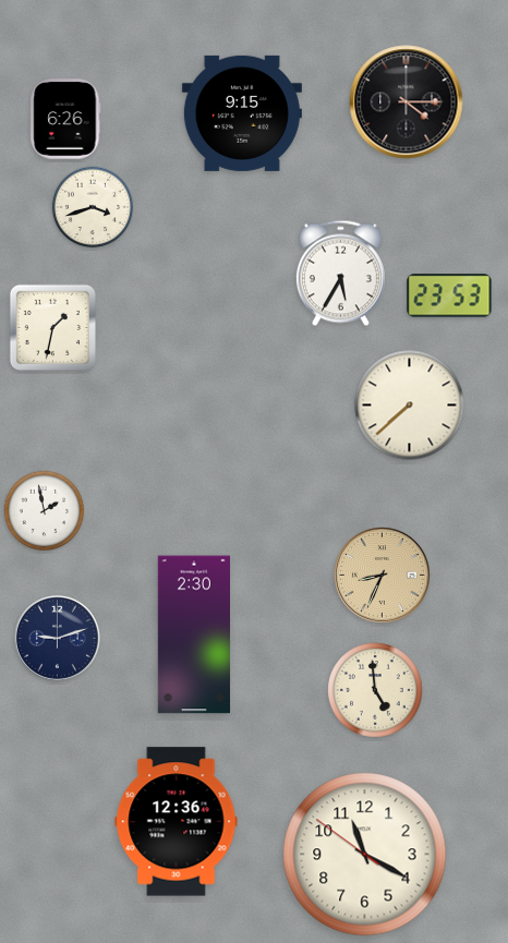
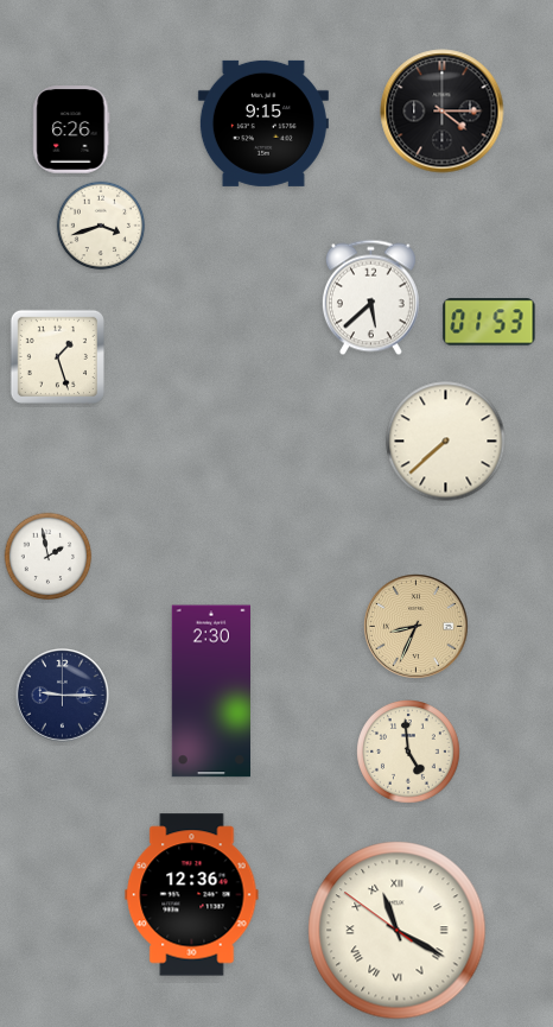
clock at (340, 274): 5:35 -> 5:38
clock at (449, 295): 23:53 -> 01:53
clock at (52, 327): 1:32 -> 1:27
clock at (58, 639): 9:12 -> 9:15
clock at (365, 855) numerals: Arabic -> Roman
